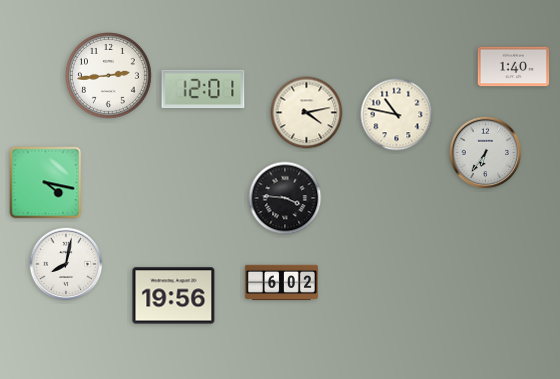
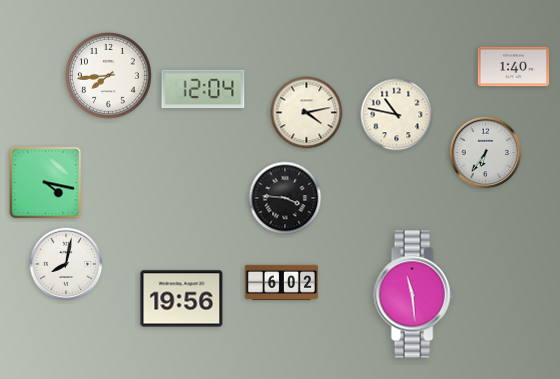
clock at (109, 76): 2:44 -> 7:44
clock at (203, 89): 12:01 -> 12:04
clock at (414, 294): none -> 11:29
clock at (174, 296) position: (174, 296) -> (182, 299)
